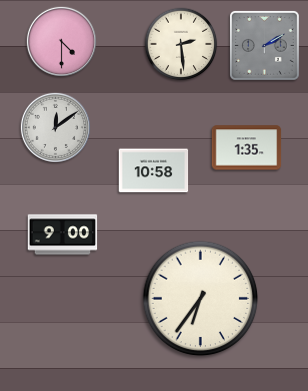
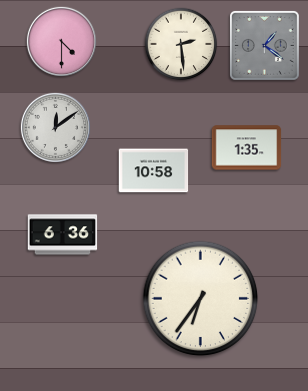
clock at (264, 45): 2:10 -> 1:21
clock at (63, 235): 9:00 -> 6:36
